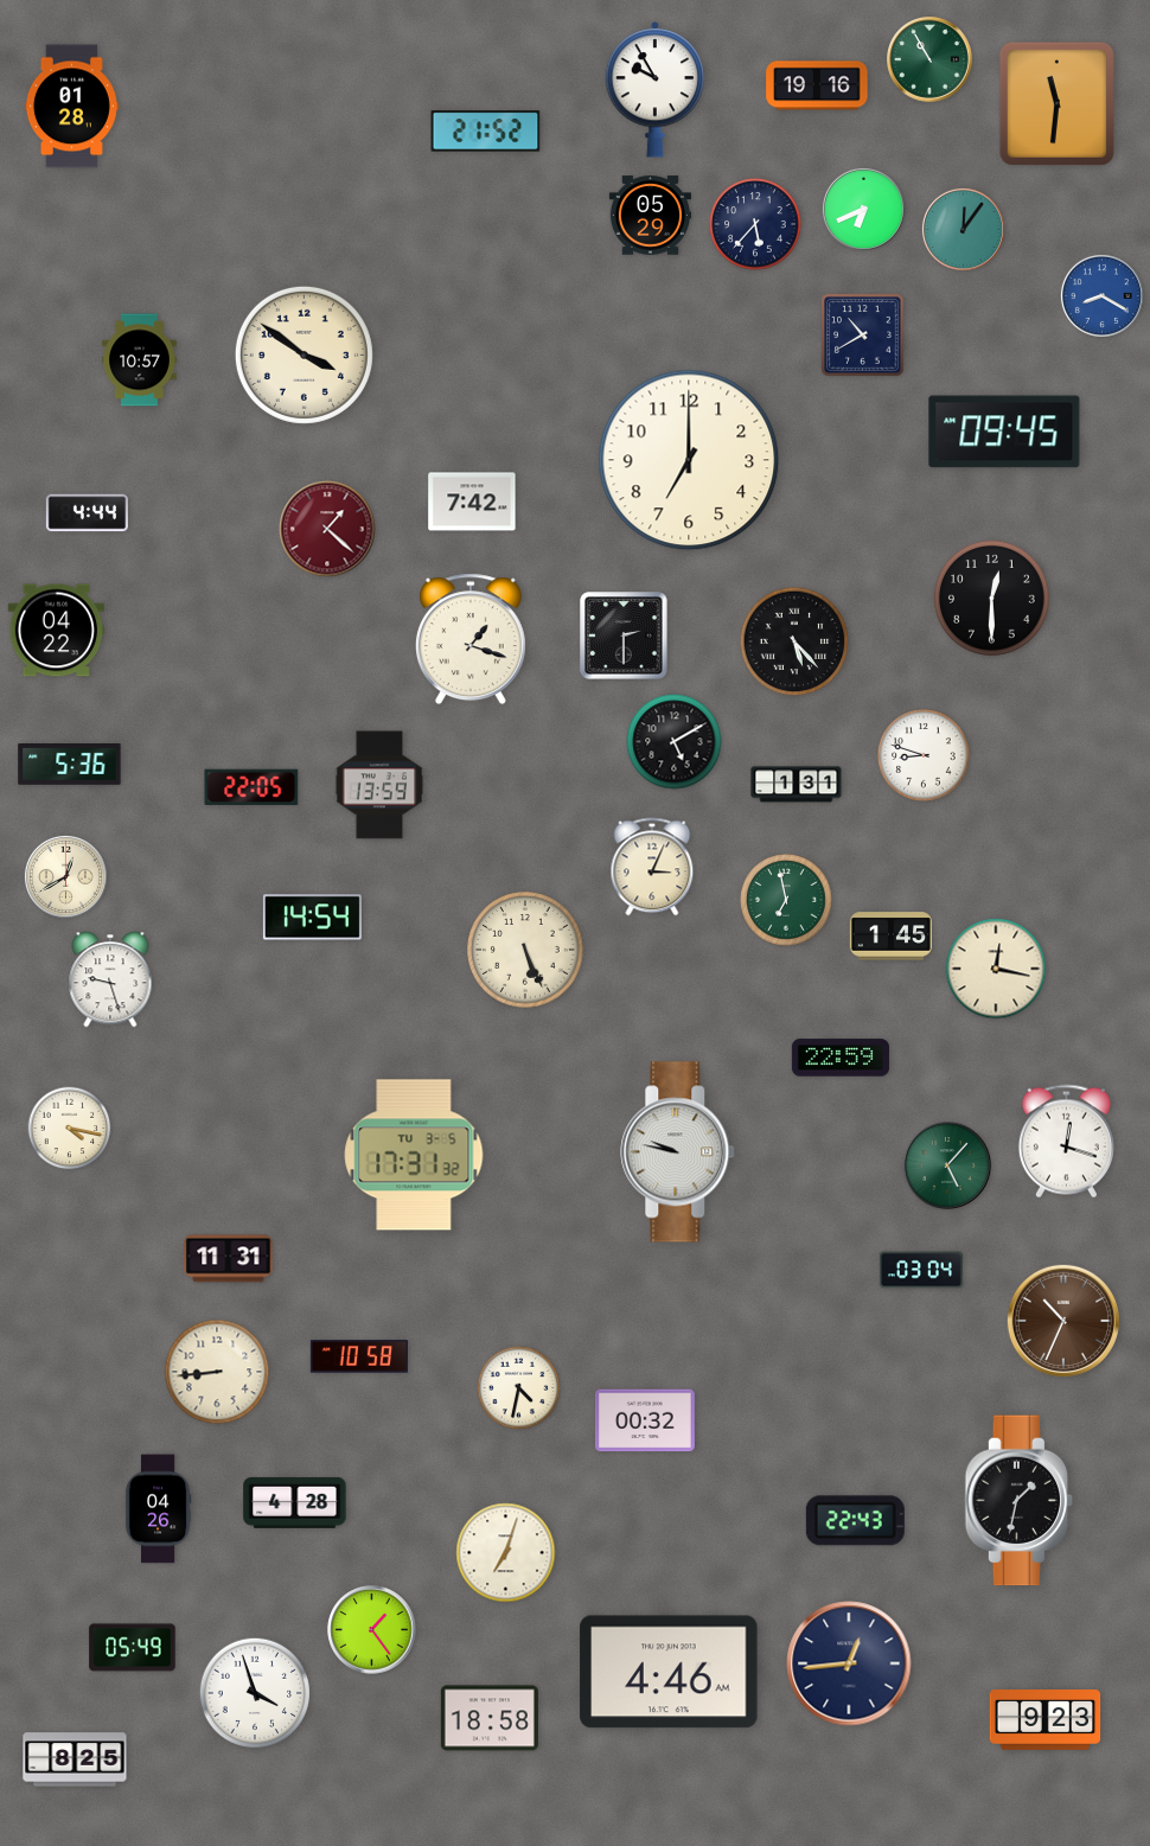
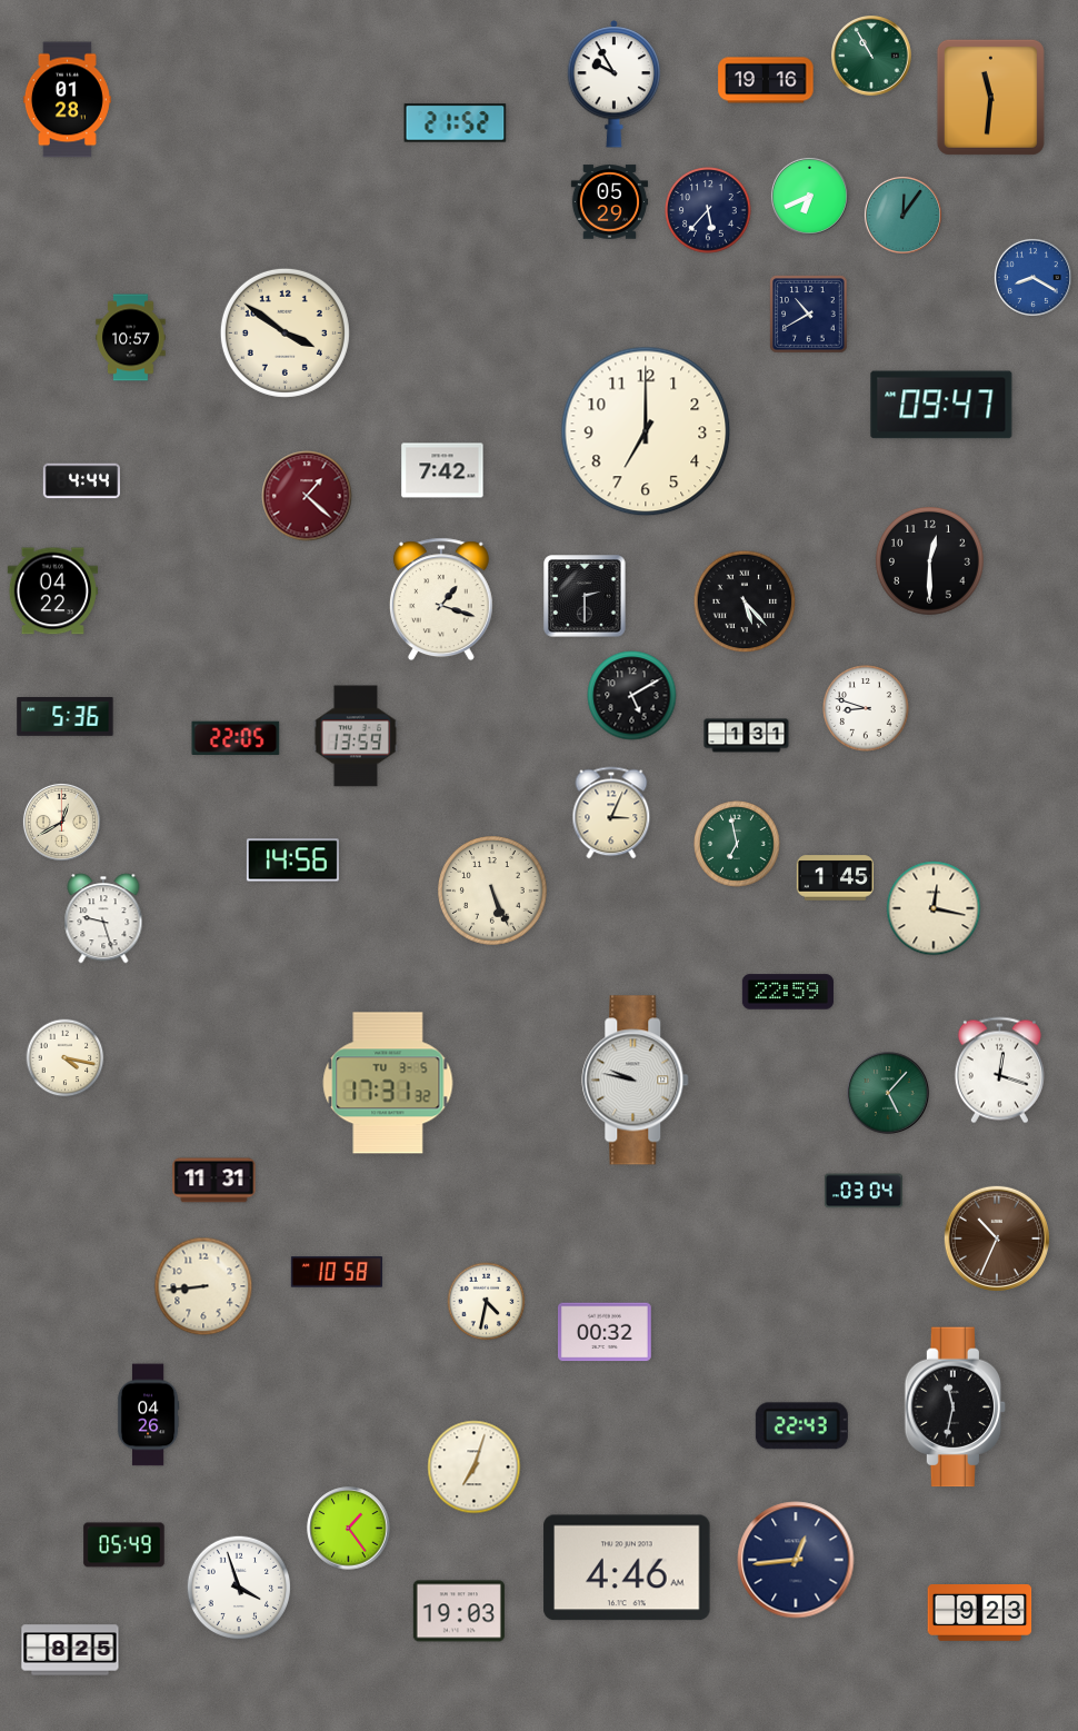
clock at (1004, 432): 09:45 -> 09:47
clock at (312, 918): 14:54 -> 14:56
clock at (1020, 1501): 1:32 -> 11:32
clock at (295, 1502): 4:28 -> none
clock at (506, 1553) position: (506, 1553) -> (475, 1468)
clock at (490, 1718): 18:58 -> 19:03
